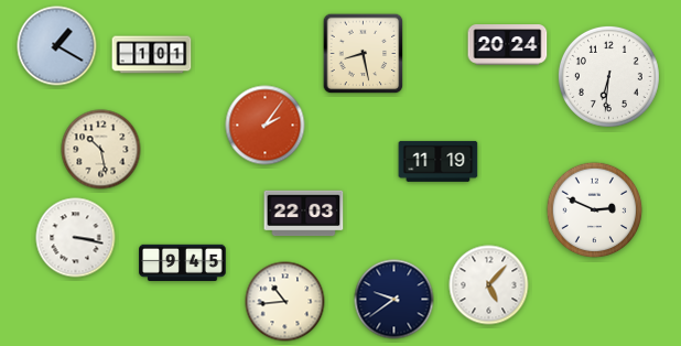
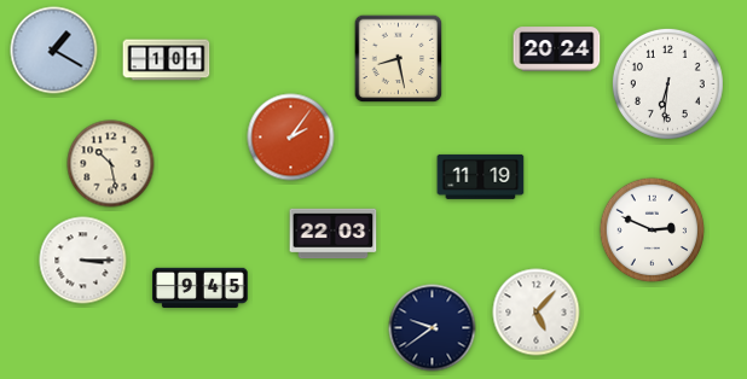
clock at (57, 46) position: (57, 46) -> (54, 51)
clock at (76, 238): 3:17 -> 3:15
clock at (285, 302): 10:44 -> none
